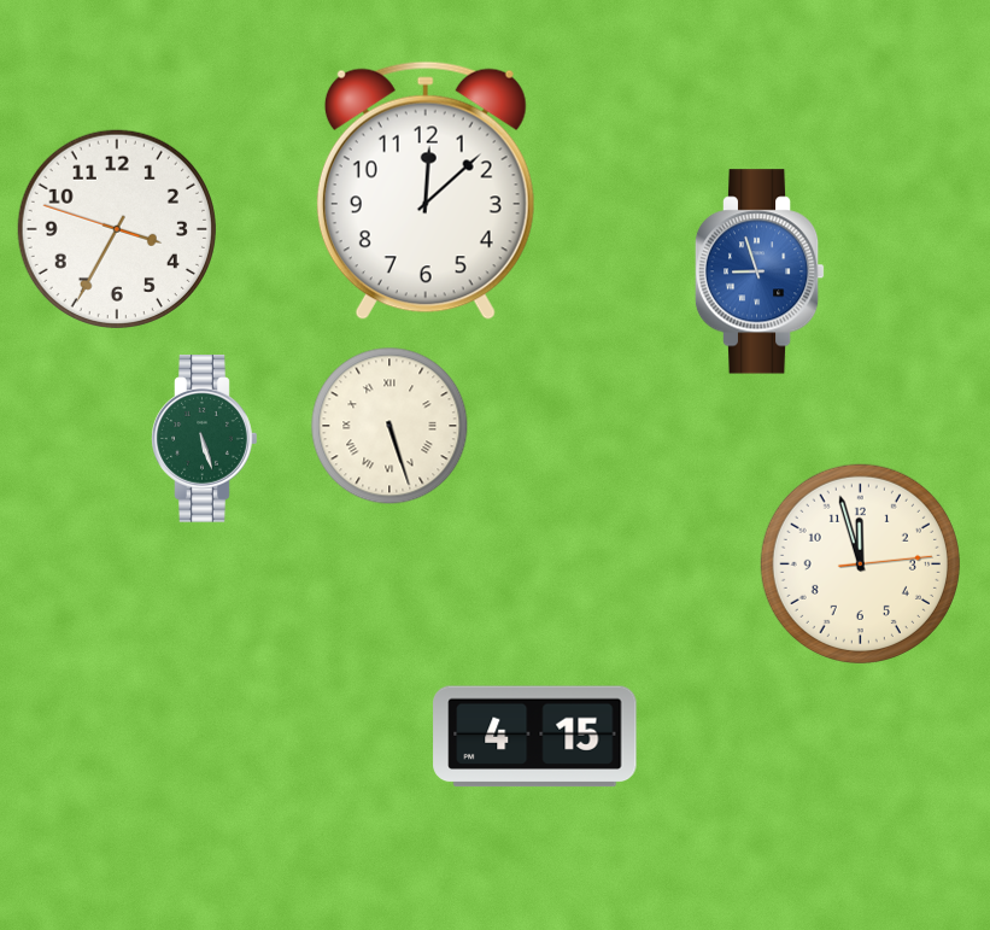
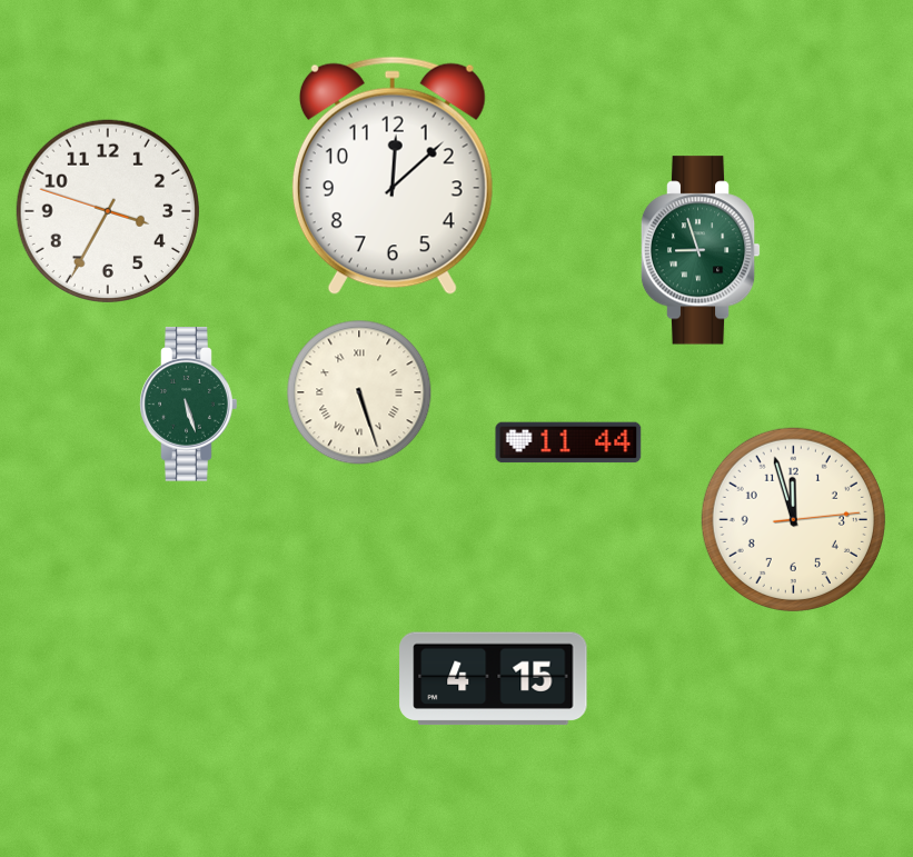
clock at (760, 271) dial: blue -> green
clock at (568, 442): none -> 11:44
